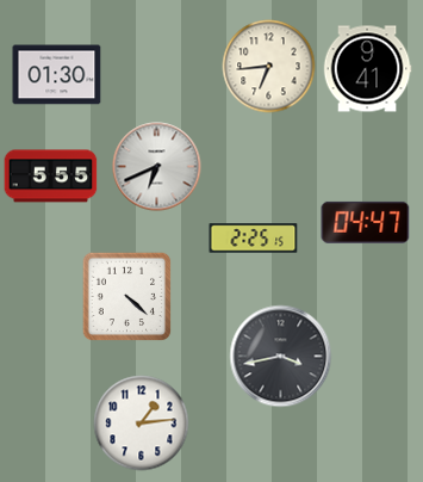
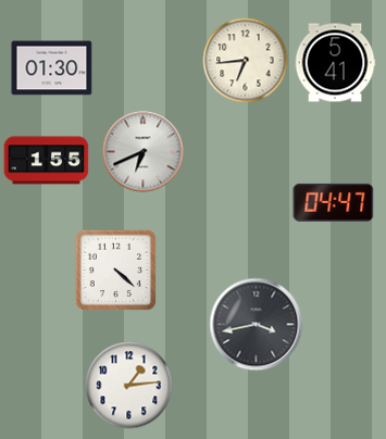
clock at (367, 69): 9:41 -> 5:41
clock at (51, 177): 5:55 -> 1:55
clock at (254, 239): 2:25 -> none
